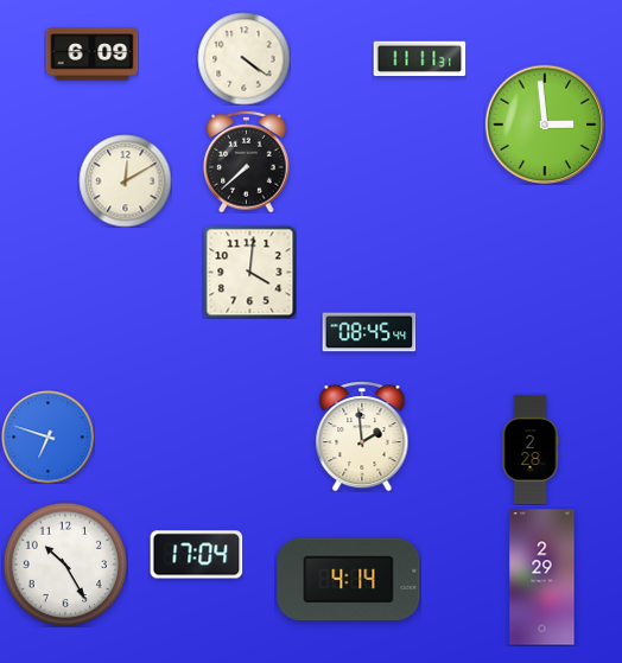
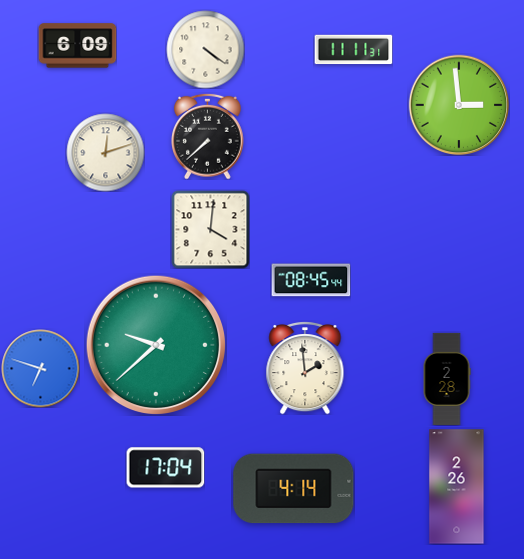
clock at (125, 180): 12:10 -> 12:12
clock at (156, 345): none -> 9:38
clock at (65, 565): 10:25 -> none
clock at (542, 578): 2:29 -> 2:26
